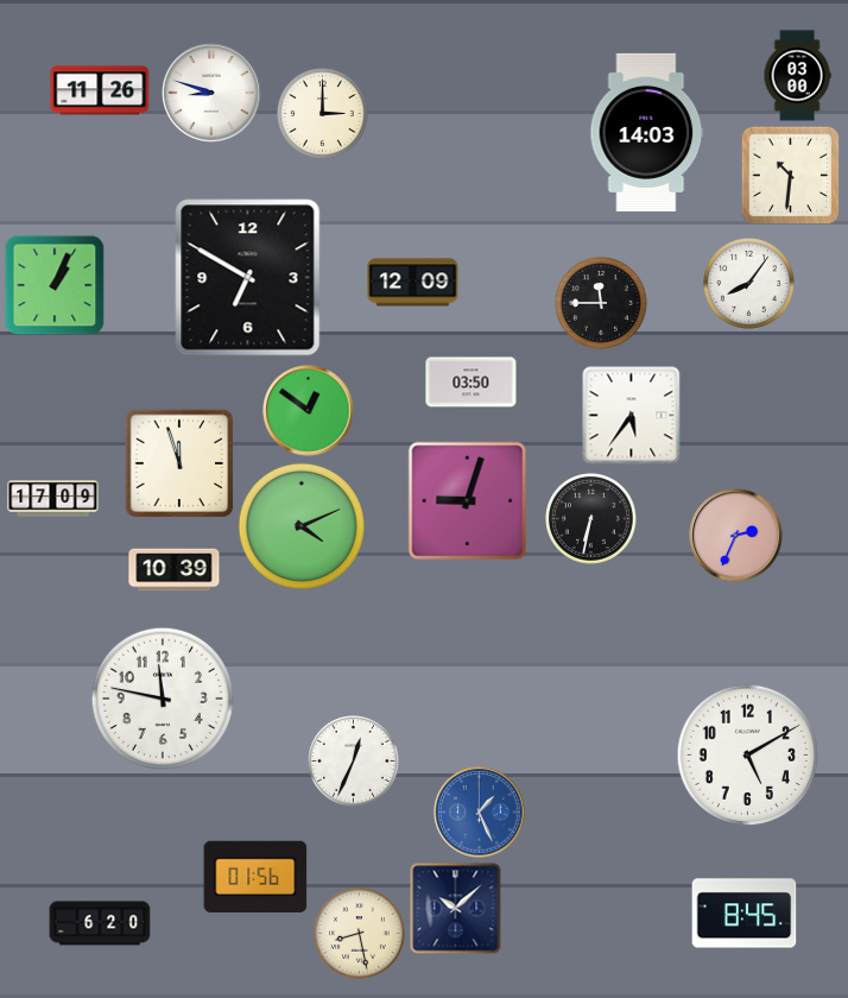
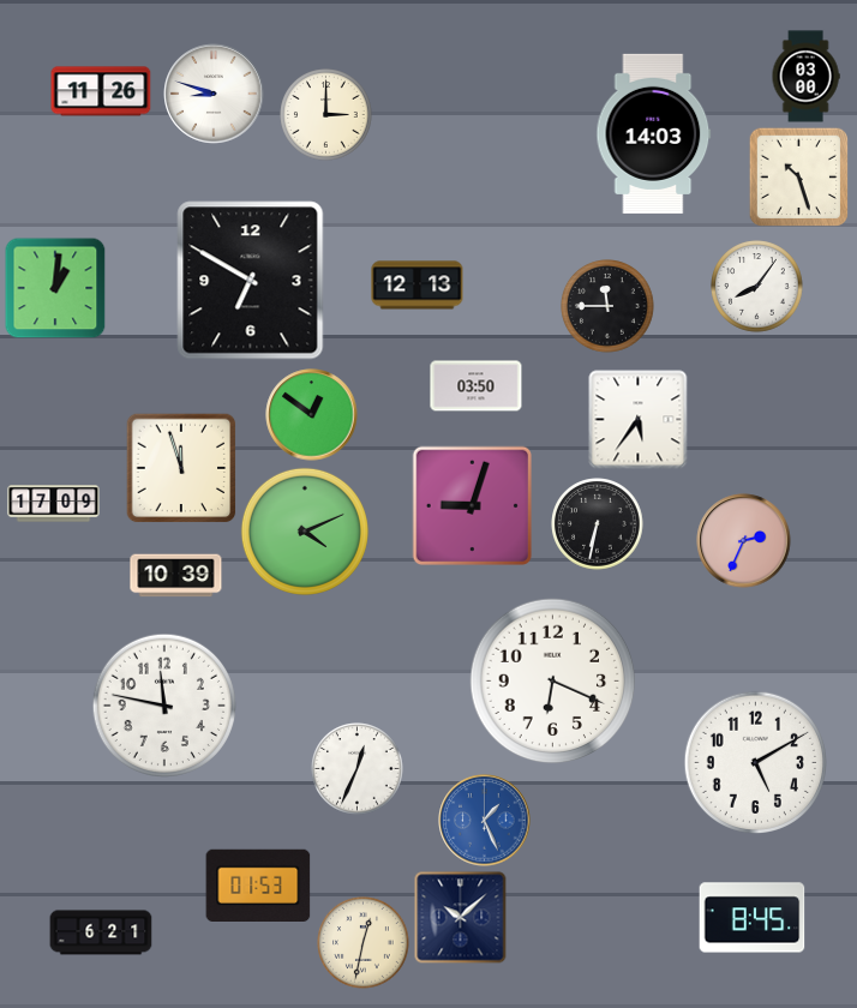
clock at (790, 175): 10:31 -> 10:27
clock at (413, 283): 12:09 -> 12:13
clock at (55, 285): 1:04 -> 1:01
clock at (553, 682): none -> 6:19
clock at (255, 876): 01:56 -> 01:53
clock at (745, 914) position: (745, 914) -> (753, 918)
clock at (100, 923): 6:20 -> 6:21
clock at (360, 934): 8:28 -> 12:32
